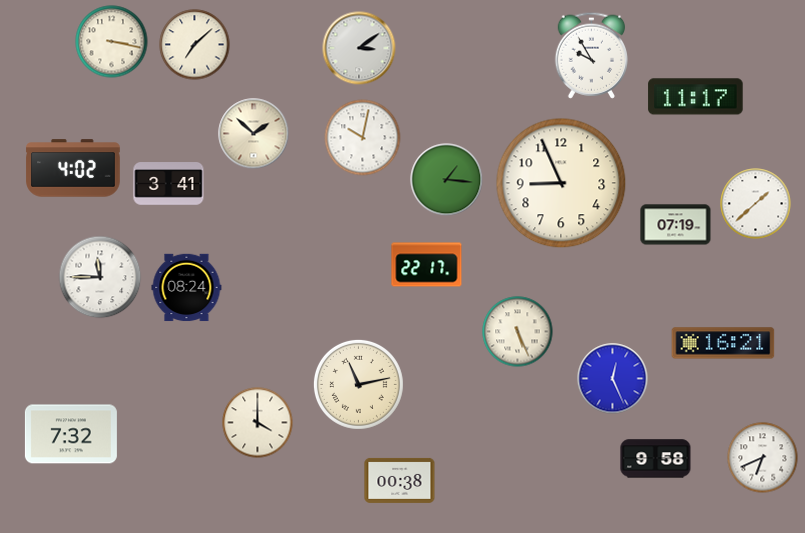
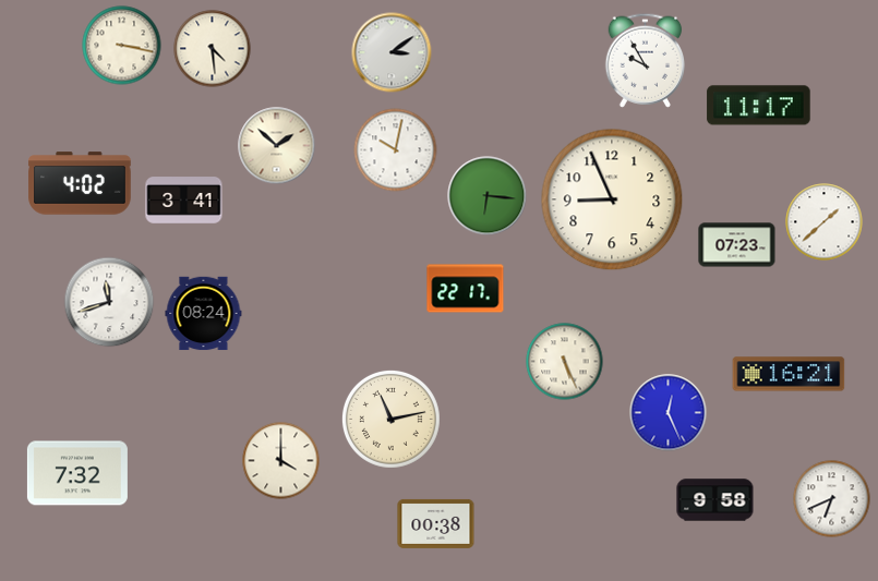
clock at (195, 45): 7:08 -> 4:29
clock at (447, 180): 1:16 -> 6:16
clock at (676, 225): 07:19 -> 07:23
clock at (100, 277): 11:45 -> 11:42
